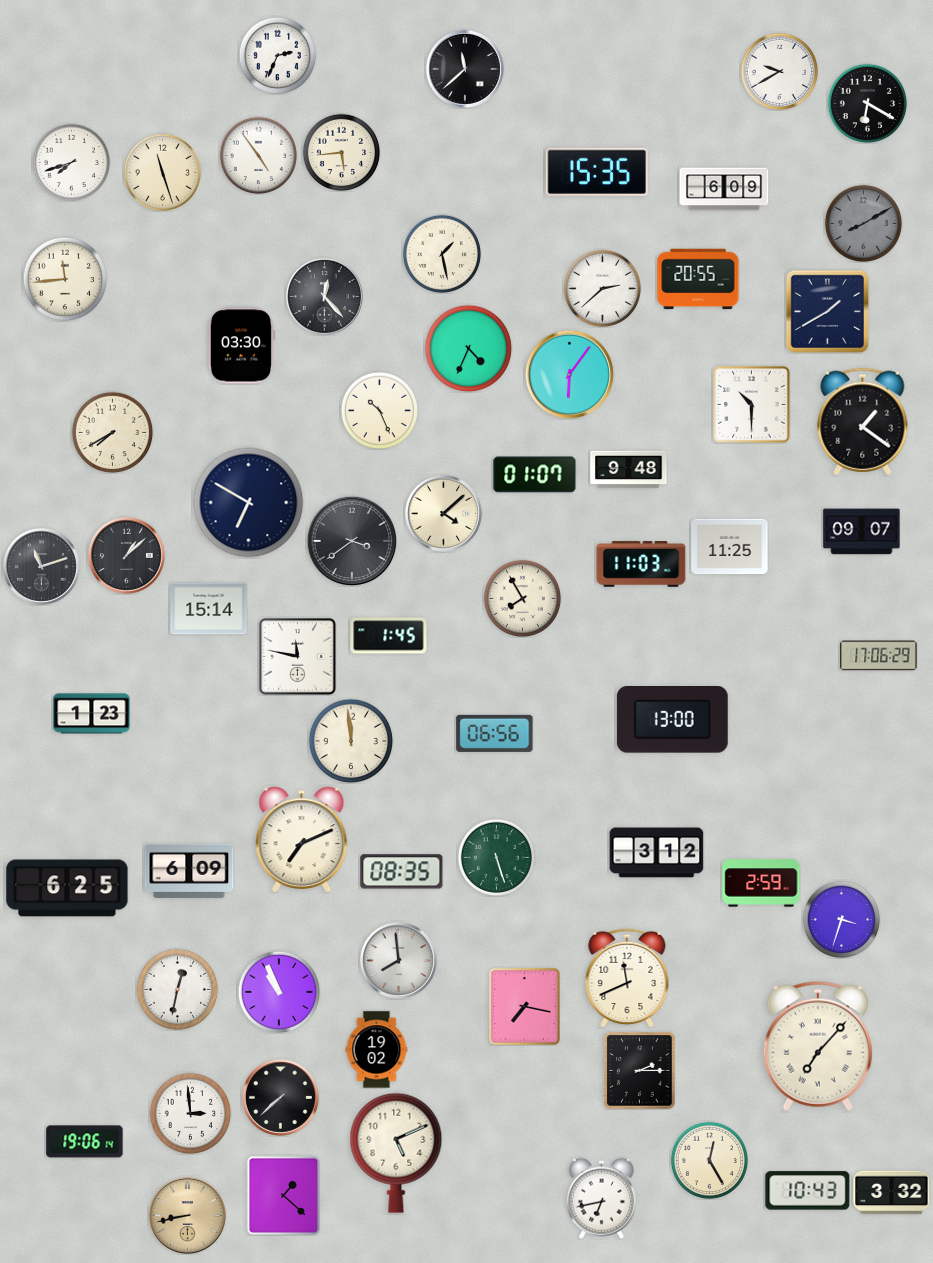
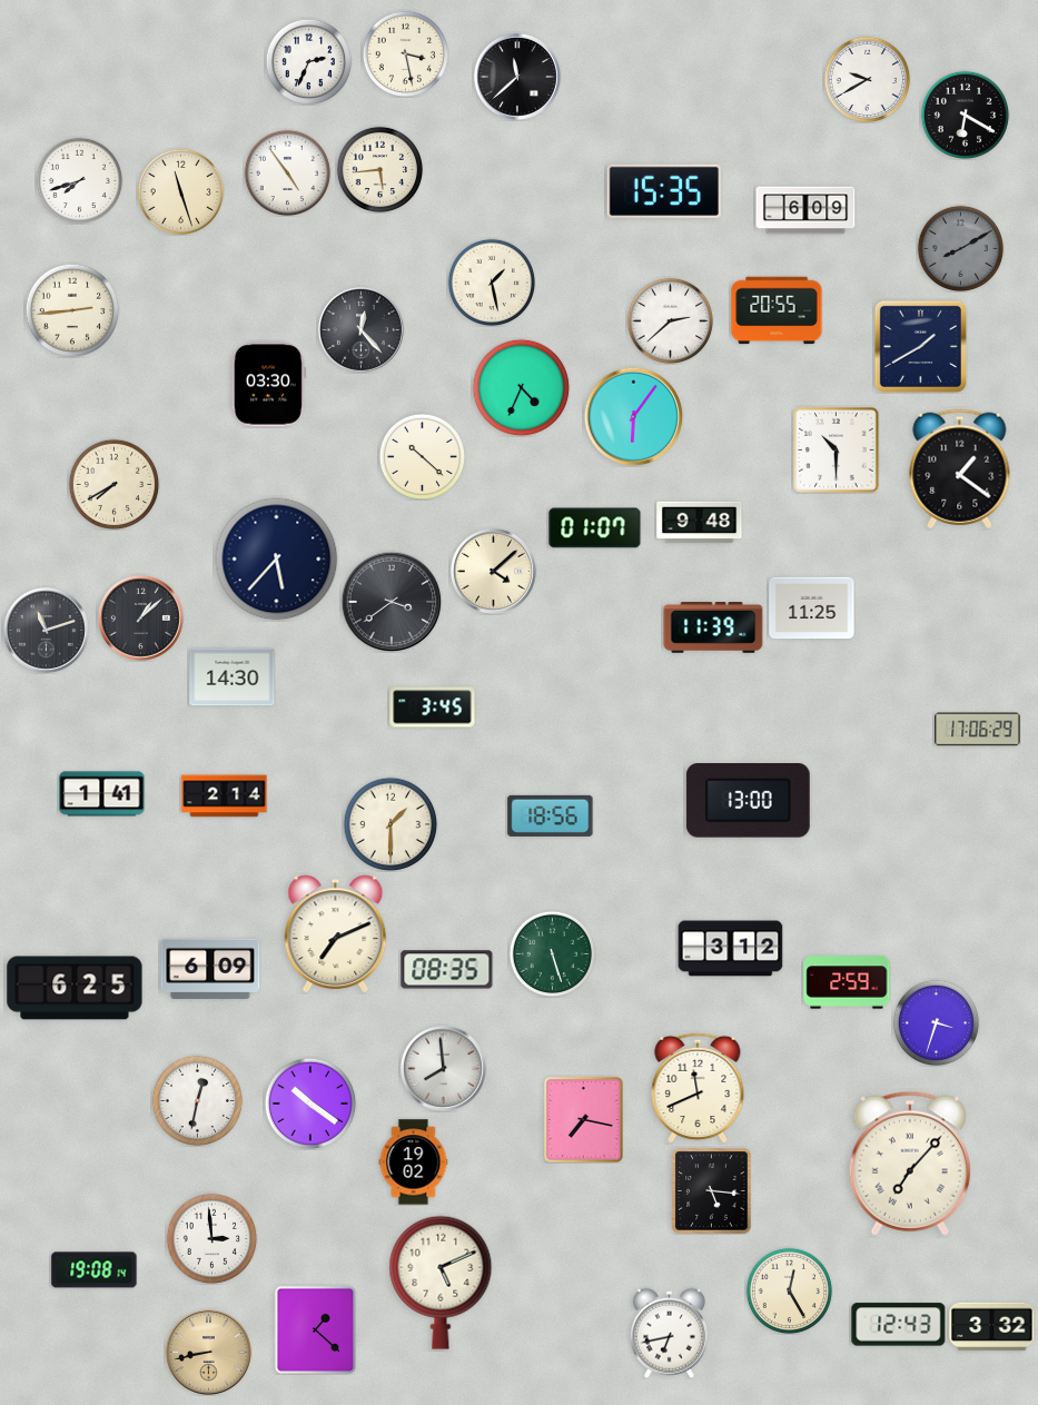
clock at (405, 53): none -> 3:28
clock at (65, 279): 11:44 -> 2:44
clock at (379, 410): 10:26 -> 10:22
clock at (112, 432) position: (112, 432) -> (113, 484)
clock at (249, 503): 6:50 -> 5:37
clock at (862, 532): 09:07 -> none
clock at (641, 564): 11:03 -> 11:39
clock at (522, 598): 7:55 -> none
clock at (209, 609): 15:14 -> 14:30
clock at (389, 636): 1:45 -> 3:45
clock at (298, 657): 11:47 -> none
clock at (92, 714): 1:23 -> 1:41
clock at (225, 797): none -> 2:14
clock at (495, 733): 06:56 -> 18:56
clock at (351, 741): 11:59 -> 1:30
clock at (279, 992): 10:56 -> 10:21
clock at (377, 1050) position: (377, 1050) -> (414, 1162)
clock at (640, 1071): 2:15 -> 5:16
clock at (280, 1097): 7:38 -> none
clock at (85, 1142): 19:06 -> 19:08
clock at (808, 1191): 10:43 -> 12:43
